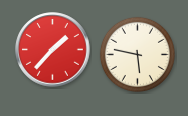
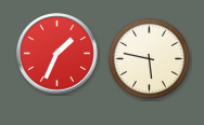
clock at (53, 50): 1:37 -> 1:34
